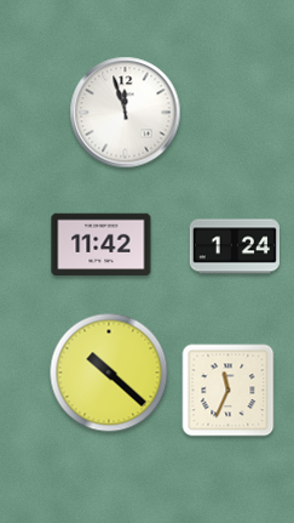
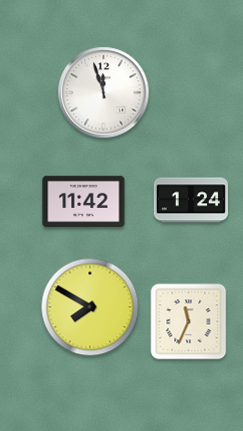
clock at (234, 246) position: (234, 246) -> (190, 200)
clock at (109, 373): 10:22 -> 7:50
